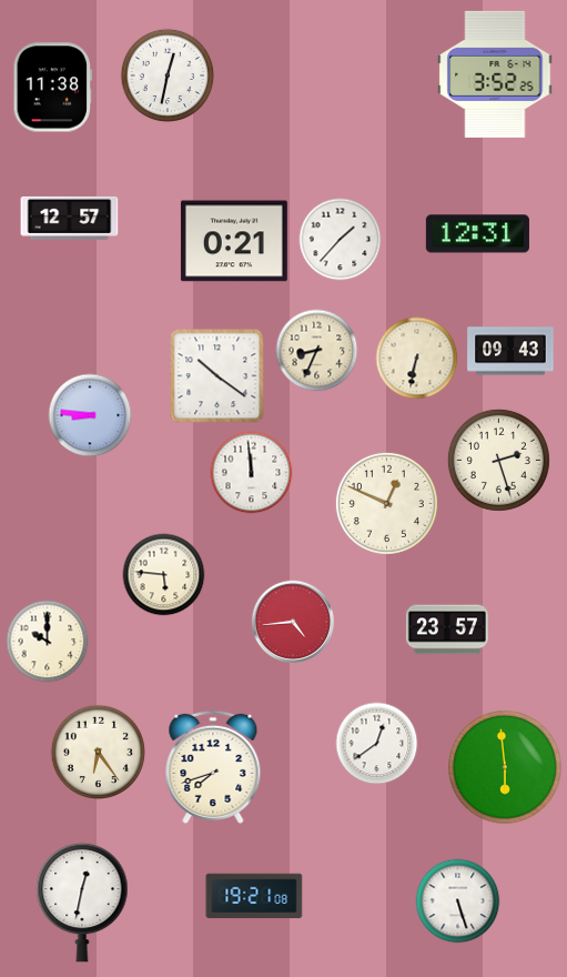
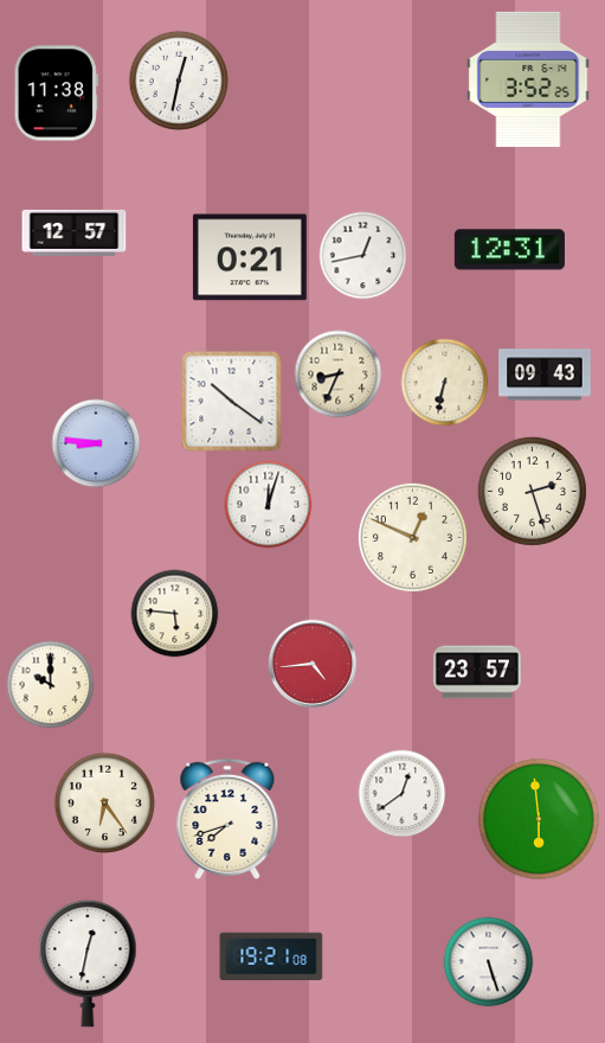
clock at (341, 240): 1:37 -> 12:43
clock at (252, 473): 11:59 -> 12:03
